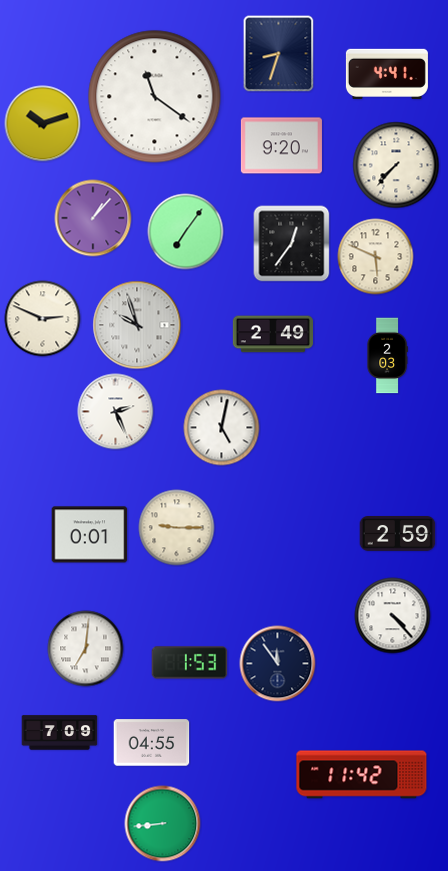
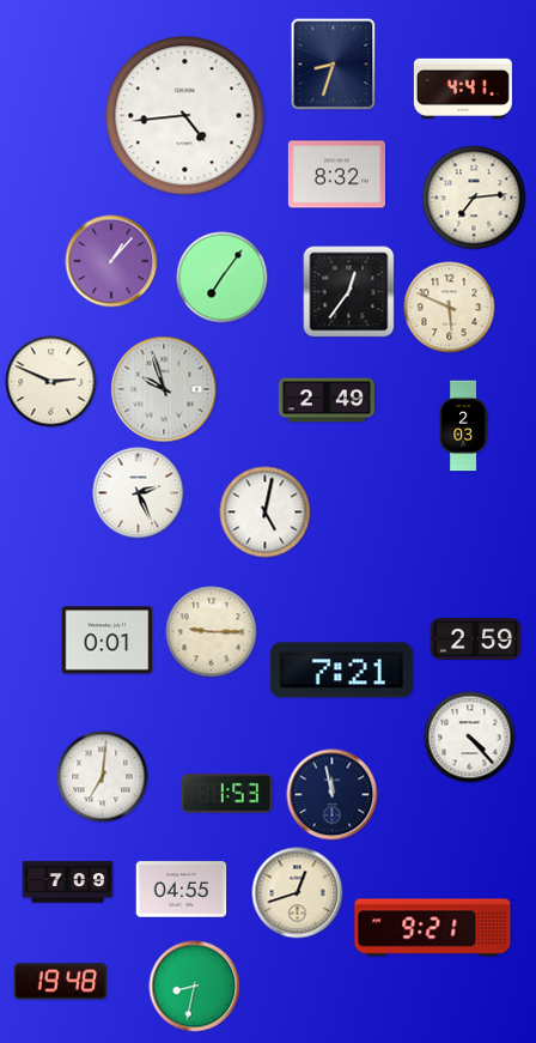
clock at (155, 97): 11:21 -> 4:44
clock at (43, 124): 10:12 -> none
clock at (281, 146): 9:20 -> 8:32
clock at (396, 165): 7:37 -> 7:14
clock at (341, 671): none -> 7:21
clock at (278, 664): 11:54 -> 11:58
clock at (60, 733) position: (60, 733) -> (68, 883)
clock at (298, 893): none -> 12:42
clock at (362, 775): 11:42 -> 9:21
clock at (61, 982): none -> 19:48
clock at (163, 824): 8:44 -> 8:32
